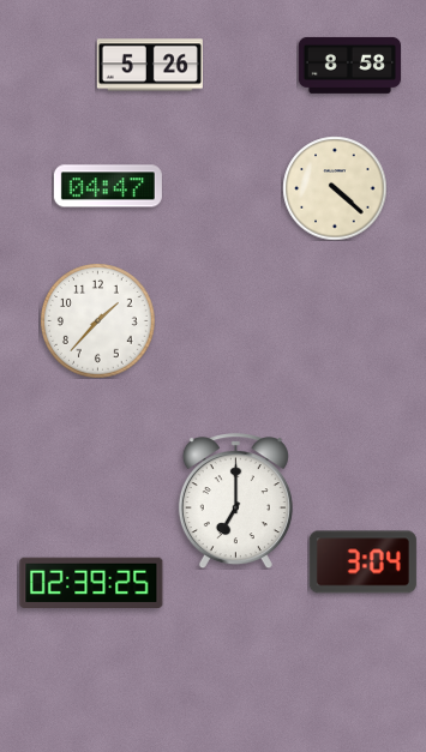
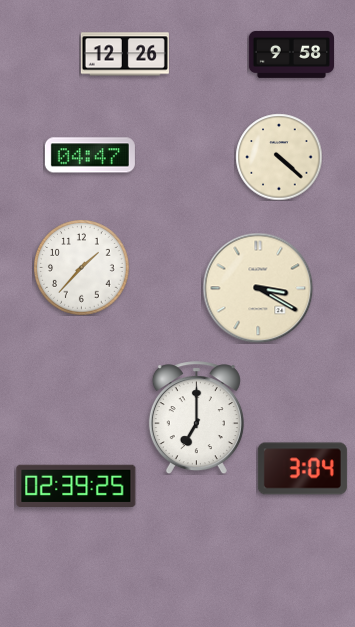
clock at (150, 65): 5:26 -> 12:26
clock at (349, 65): 8:58 -> 9:58
clock at (258, 288): none -> 3:20
